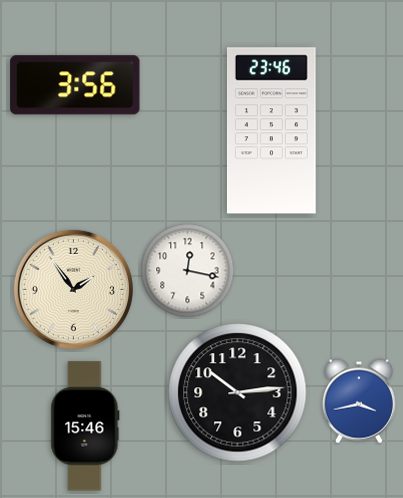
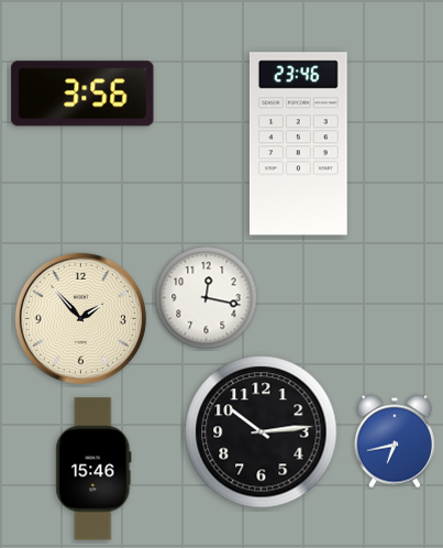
clock at (73, 289): 1:54 -> 1:53
clock at (359, 401): 3:43 -> 6:43
